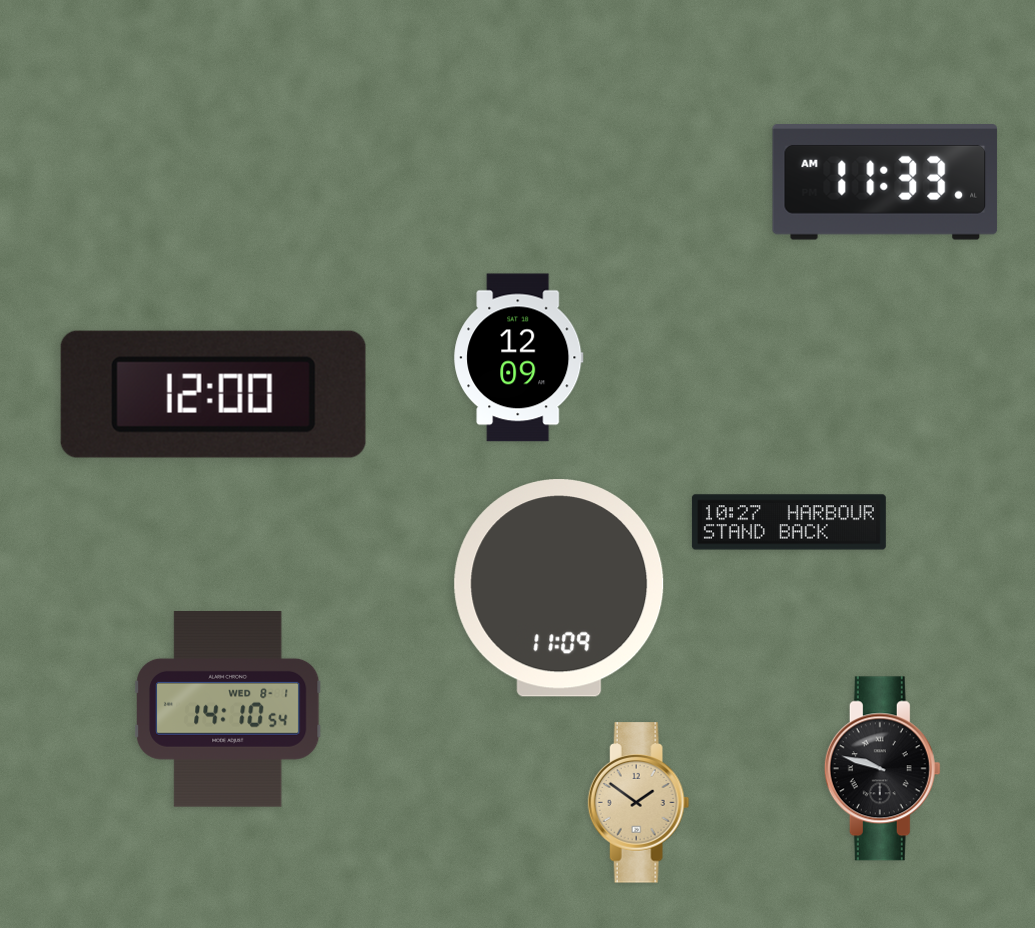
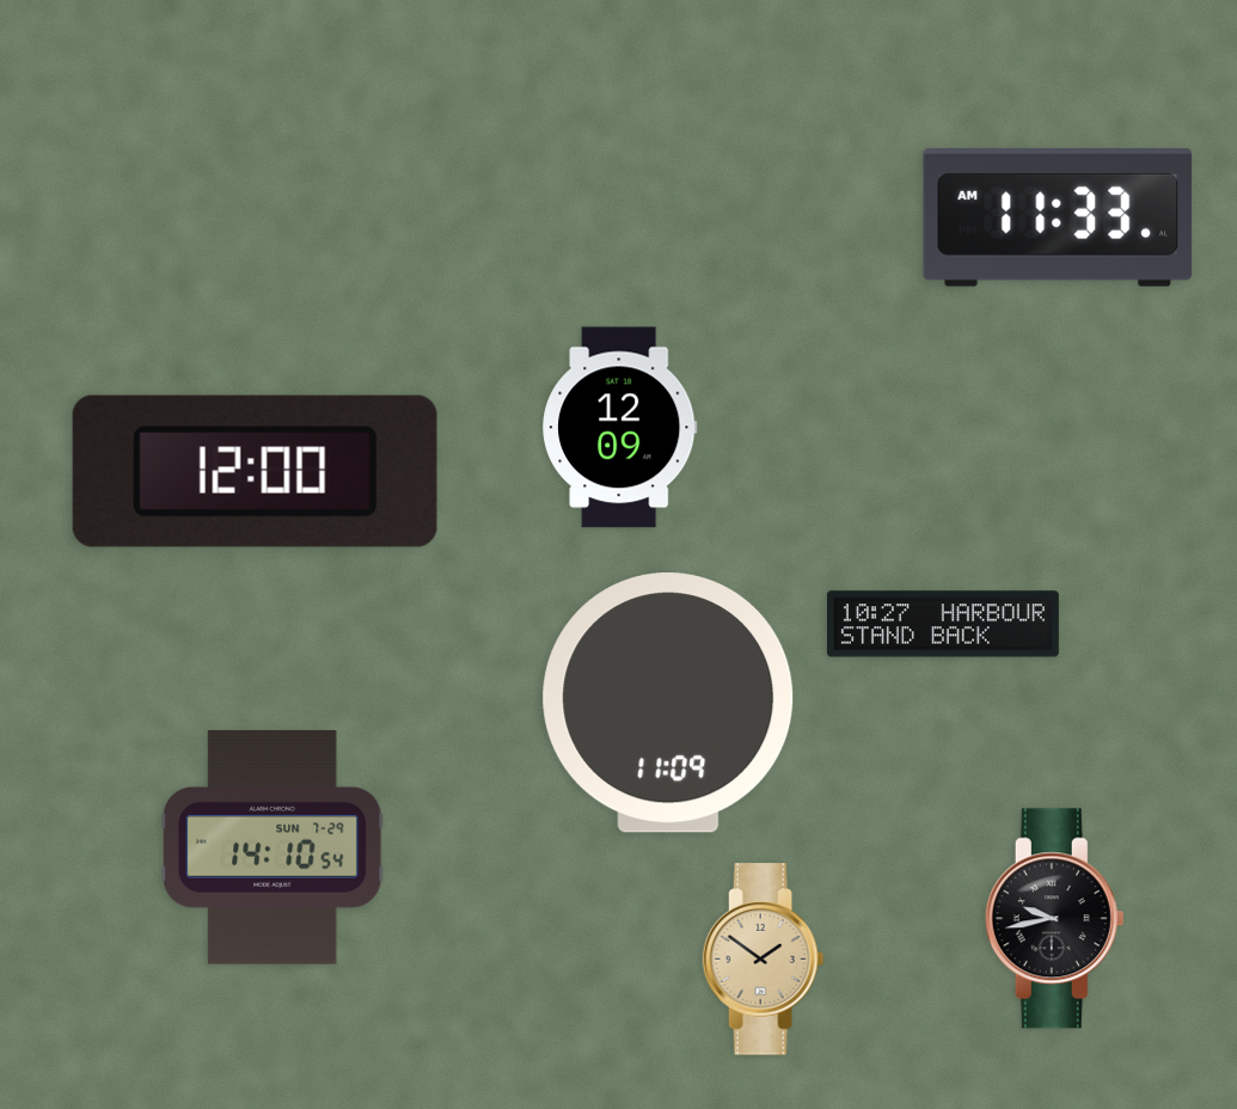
clock at (229, 710) date: WED 8-1 -> SUN 7-29
clock at (882, 769): 9:48 -> 9:43
